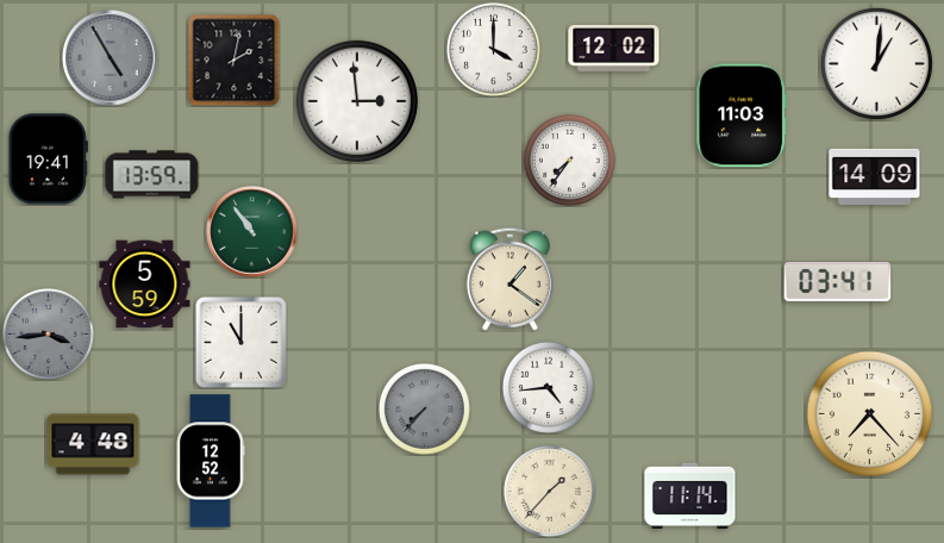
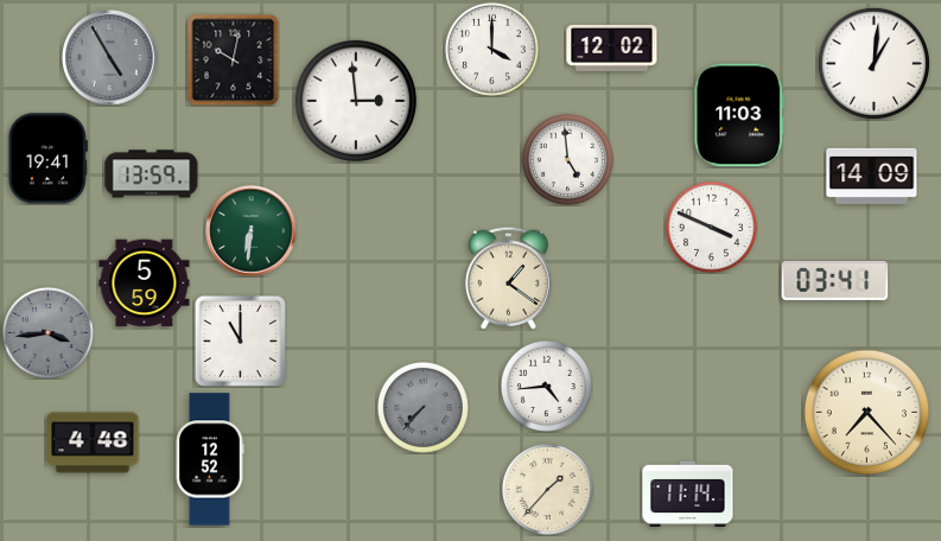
clock at (233, 60): 2:02 -> 10:02
clock at (569, 160): 7:36 -> 4:59
clock at (711, 227): none -> 3:49
clock at (252, 232): 10:54 -> 6:31
